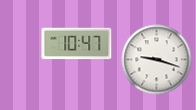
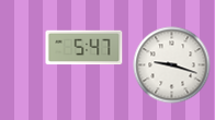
clock at (77, 44): 10:47 -> 5:47
